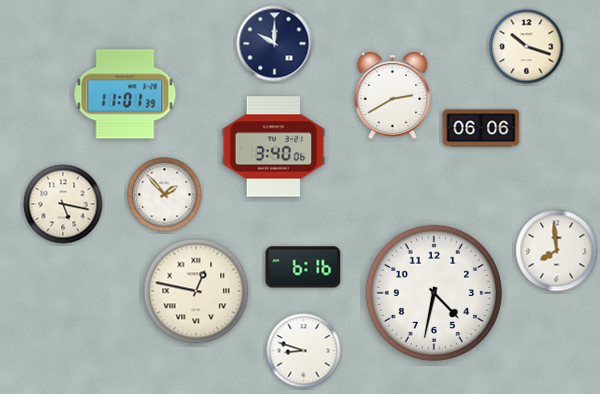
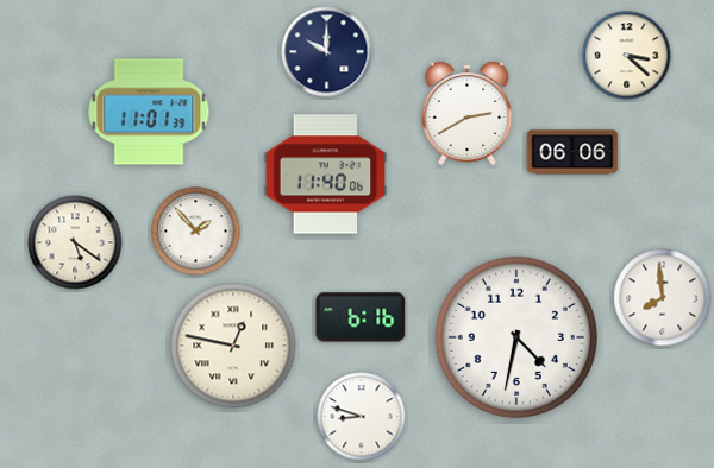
clock at (527, 47): 10:18 -> 3:22
clock at (274, 147): 3:40 -> 11:40
clock at (63, 204): 5:17 -> 5:21
clock at (434, 293) position: (434, 293) -> (516, 337)
